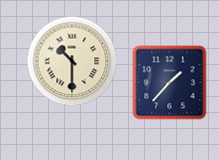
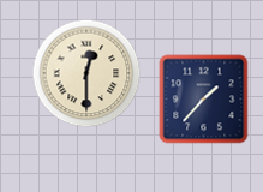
clock at (72, 61): 10:30 -> 12:30
